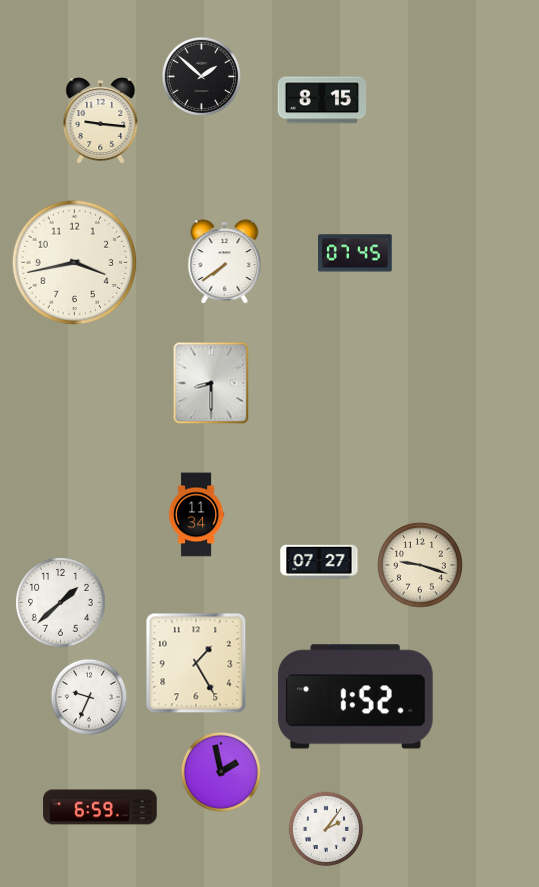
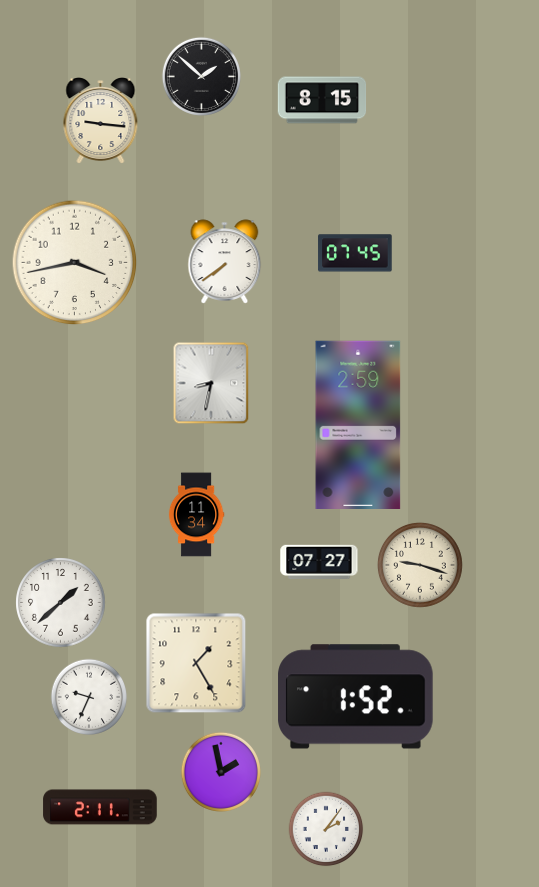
clock at (211, 383): 8:30 -> 8:32
clock at (358, 424): none -> 2:59
clock at (100, 807): 6:59 -> 2:11
